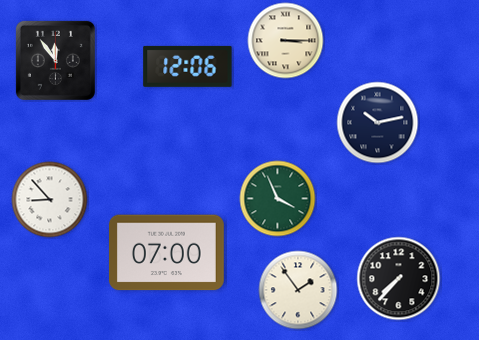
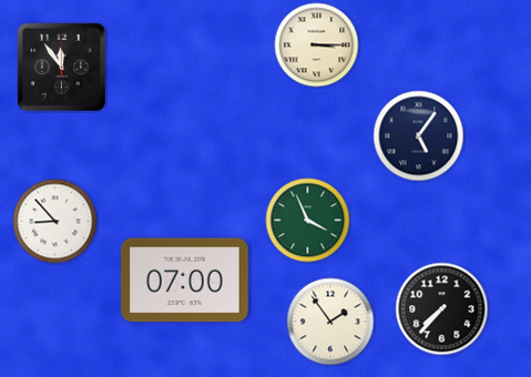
clock at (188, 66): 12:06 -> none
clock at (378, 123): 10:13 -> 5:06
